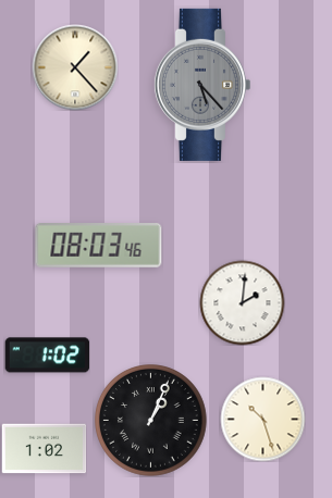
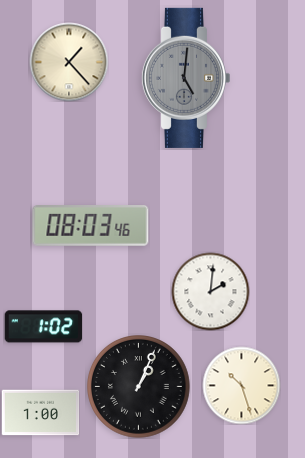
clock at (201, 85): 5:23 -> 5:01
clock at (242, 302) position: (242, 302) -> (210, 291)
clock at (44, 449): 1:02 -> 1:00
